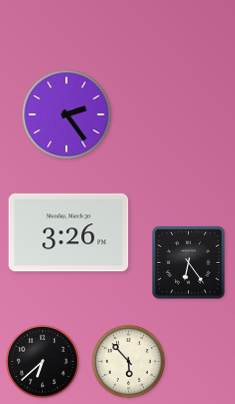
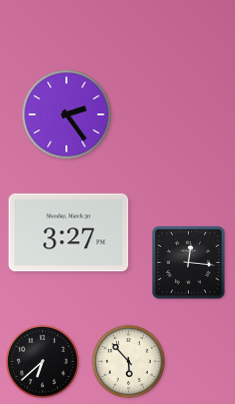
clock at (69, 233): 3:26 -> 3:27
clock at (189, 263): 6:24 -> 12:16
